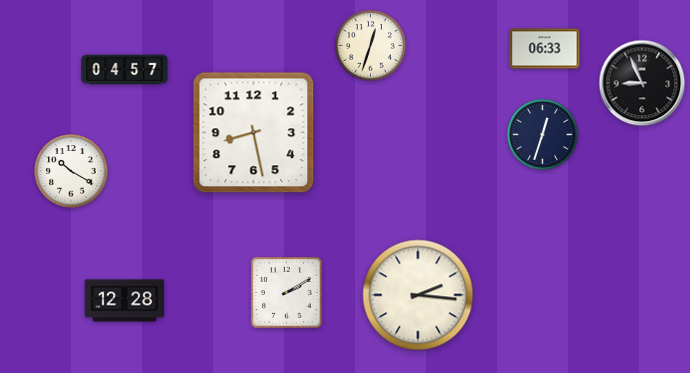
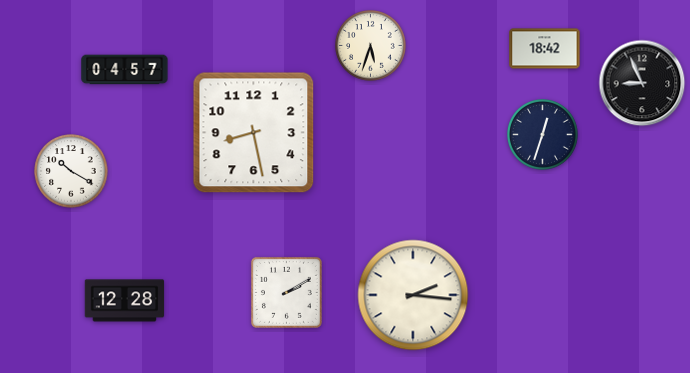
clock at (371, 46): 12:33 -> 5:33
clock at (545, 49): 06:33 -> 18:42
clock at (418, 295) position: (418, 295) -> (413, 295)
